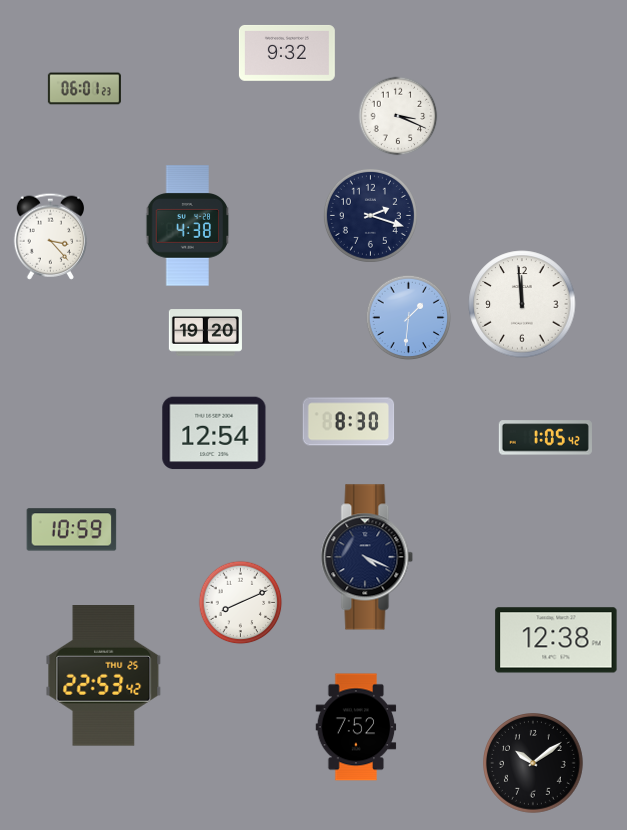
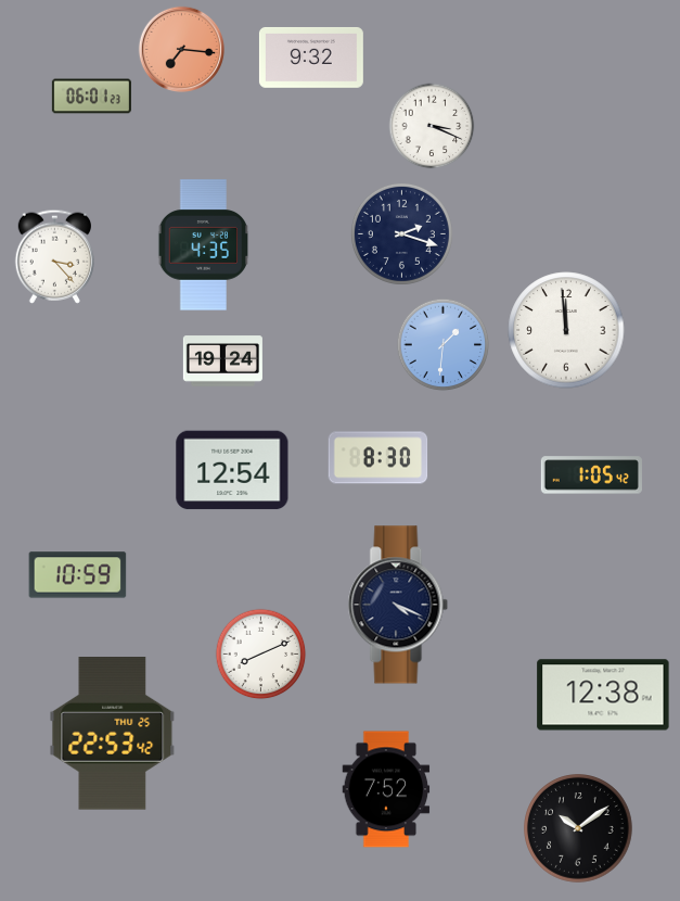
clock at (181, 49): none -> 7:16
clock at (188, 226): 4:38 -> 4:35
clock at (205, 333): 19:20 -> 19:24
